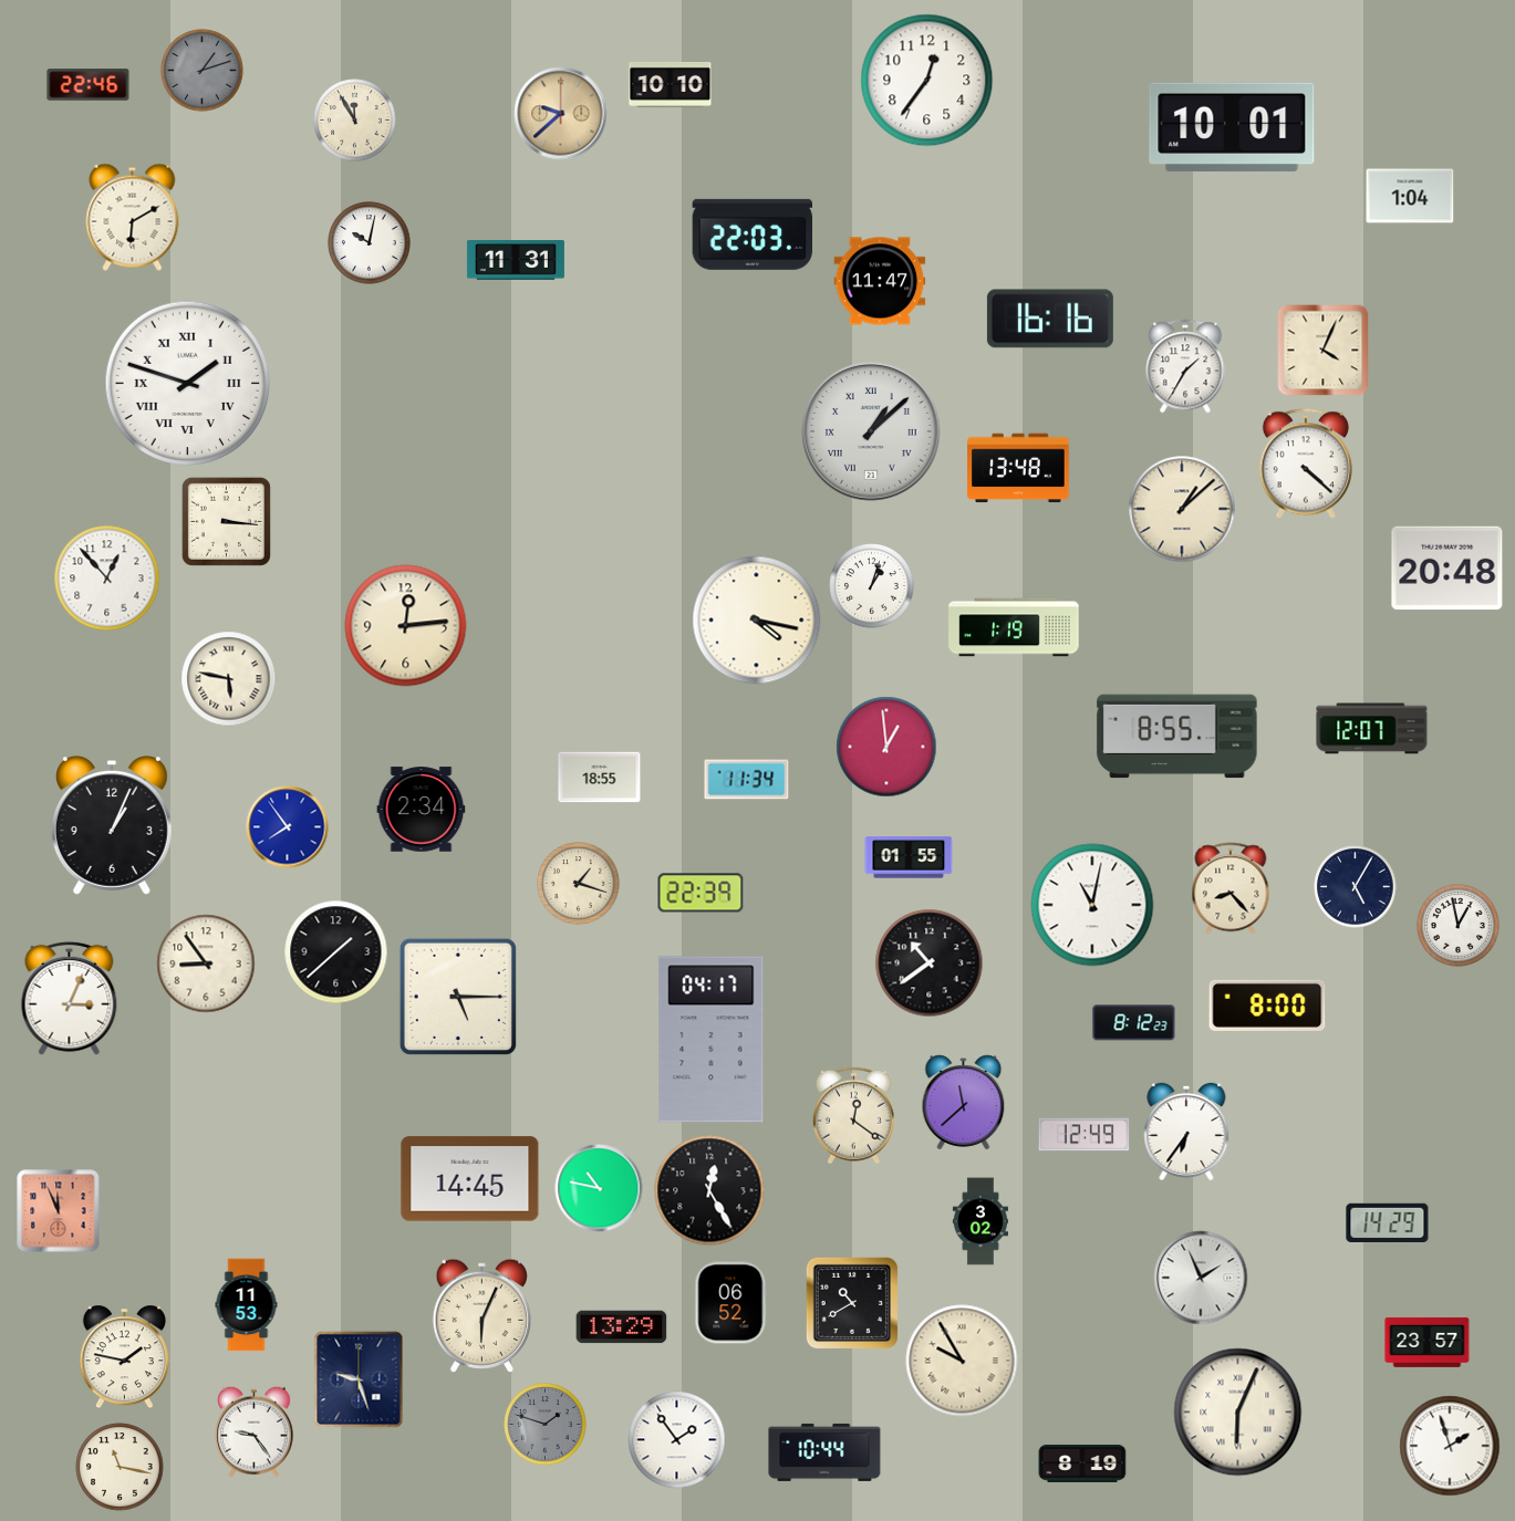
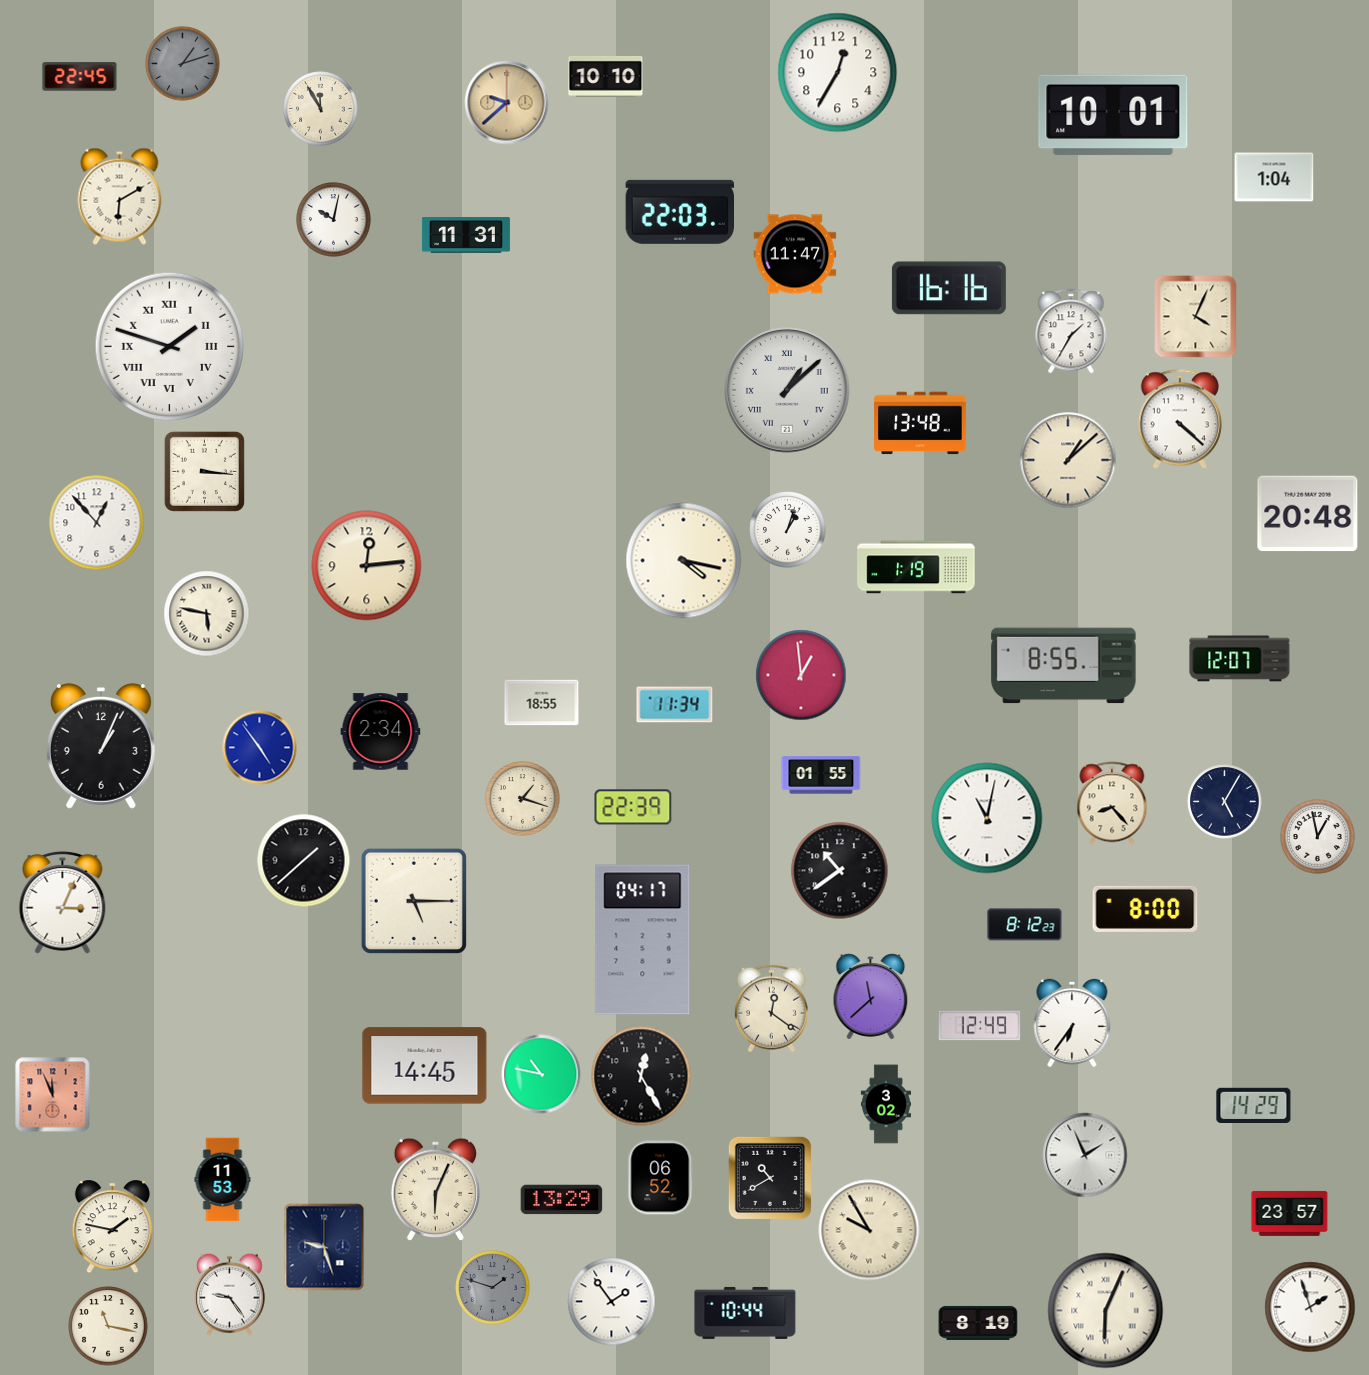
clock at (927, 81): 12:36 -> 12:35
clock at (89, 85): 22:46 -> 22:45
clock at (288, 827): 7:54 -> 4:54
clock at (206, 963): 8:54 -> none
clock at (1238, 1413) position: (1238, 1413) -> (1106, 1311)
